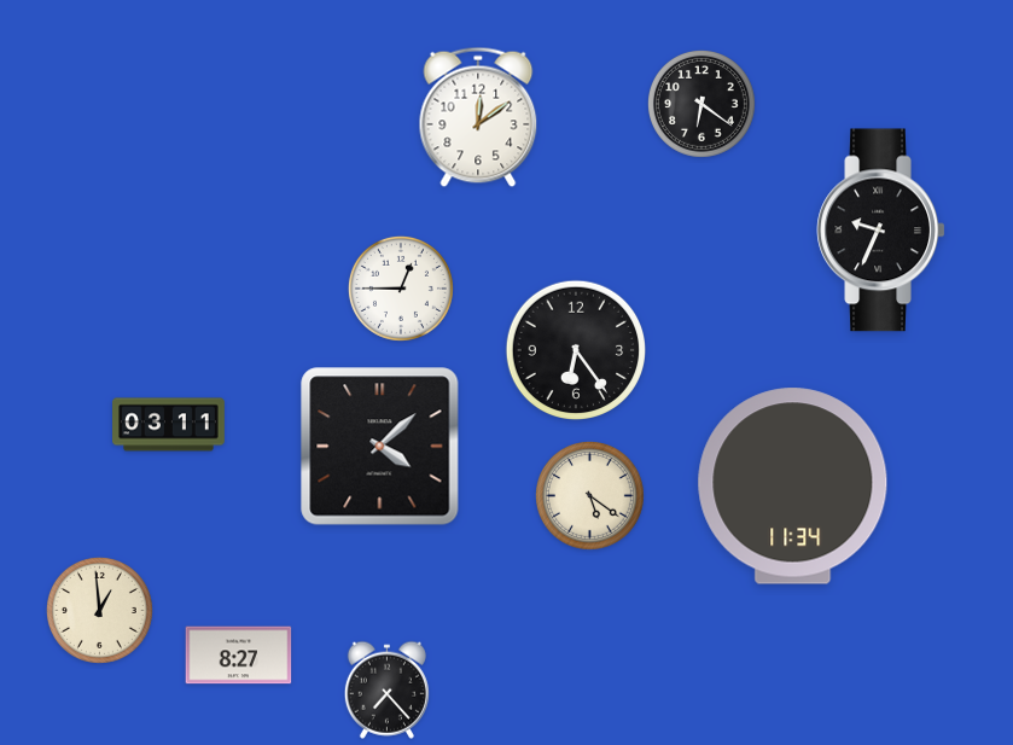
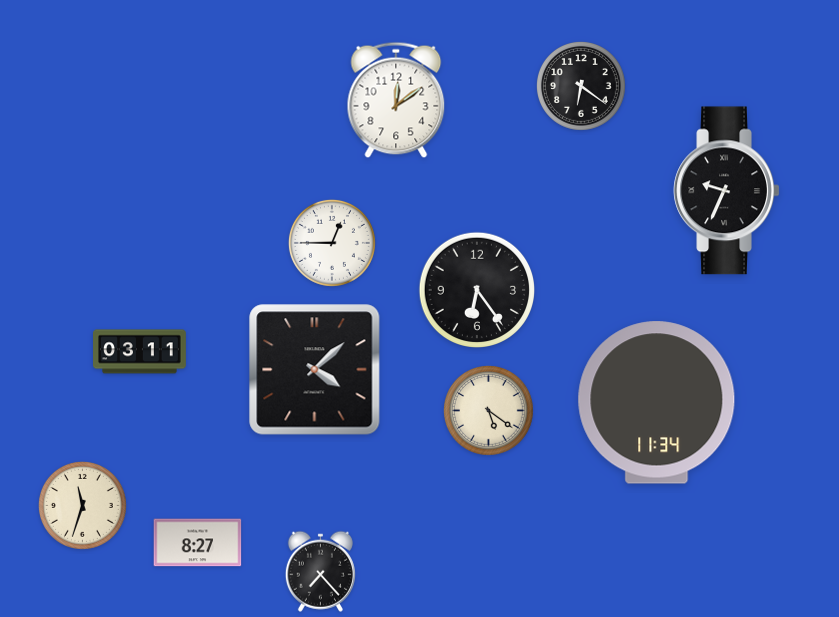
clock at (478, 117) position: (478, 117) -> (396, 100)
clock at (881, 231) position: (881, 231) -> (727, 191)
clock at (401, 289) position: (401, 289) -> (332, 243)
clock at (99, 610): 12:59 -> 11:33
